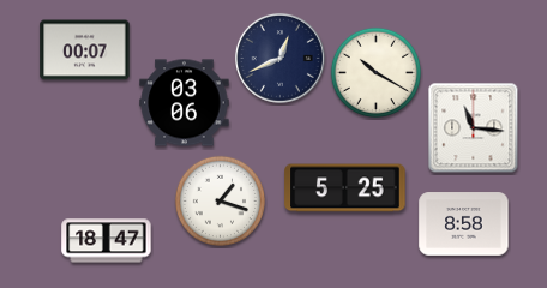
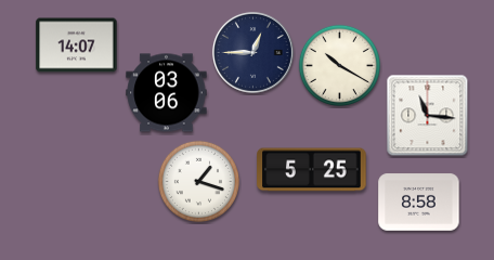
clock at (85, 50): 00:07 -> 14:07
clock at (281, 59): 12:41 -> 12:45
clock at (107, 241): 18:47 -> none
